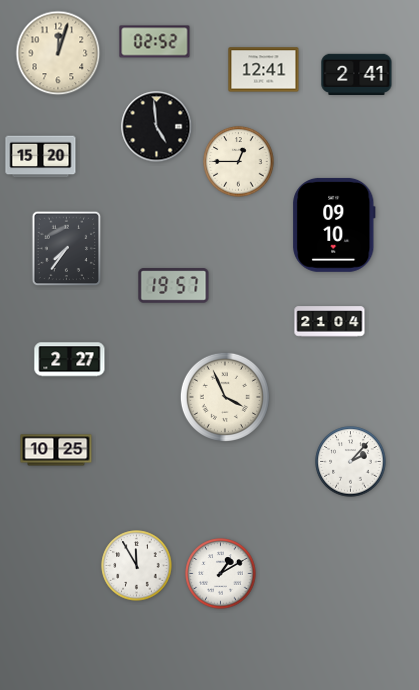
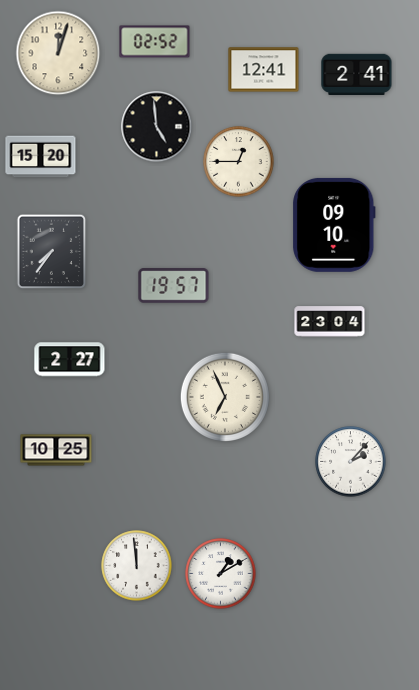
clock at (67, 249) position: (67, 249) -> (52, 252)
clock at (330, 322): 21:04 -> 23:04
clock at (225, 397): 3:56 -> 6:56
clock at (137, 566): 11:55 -> 11:59
